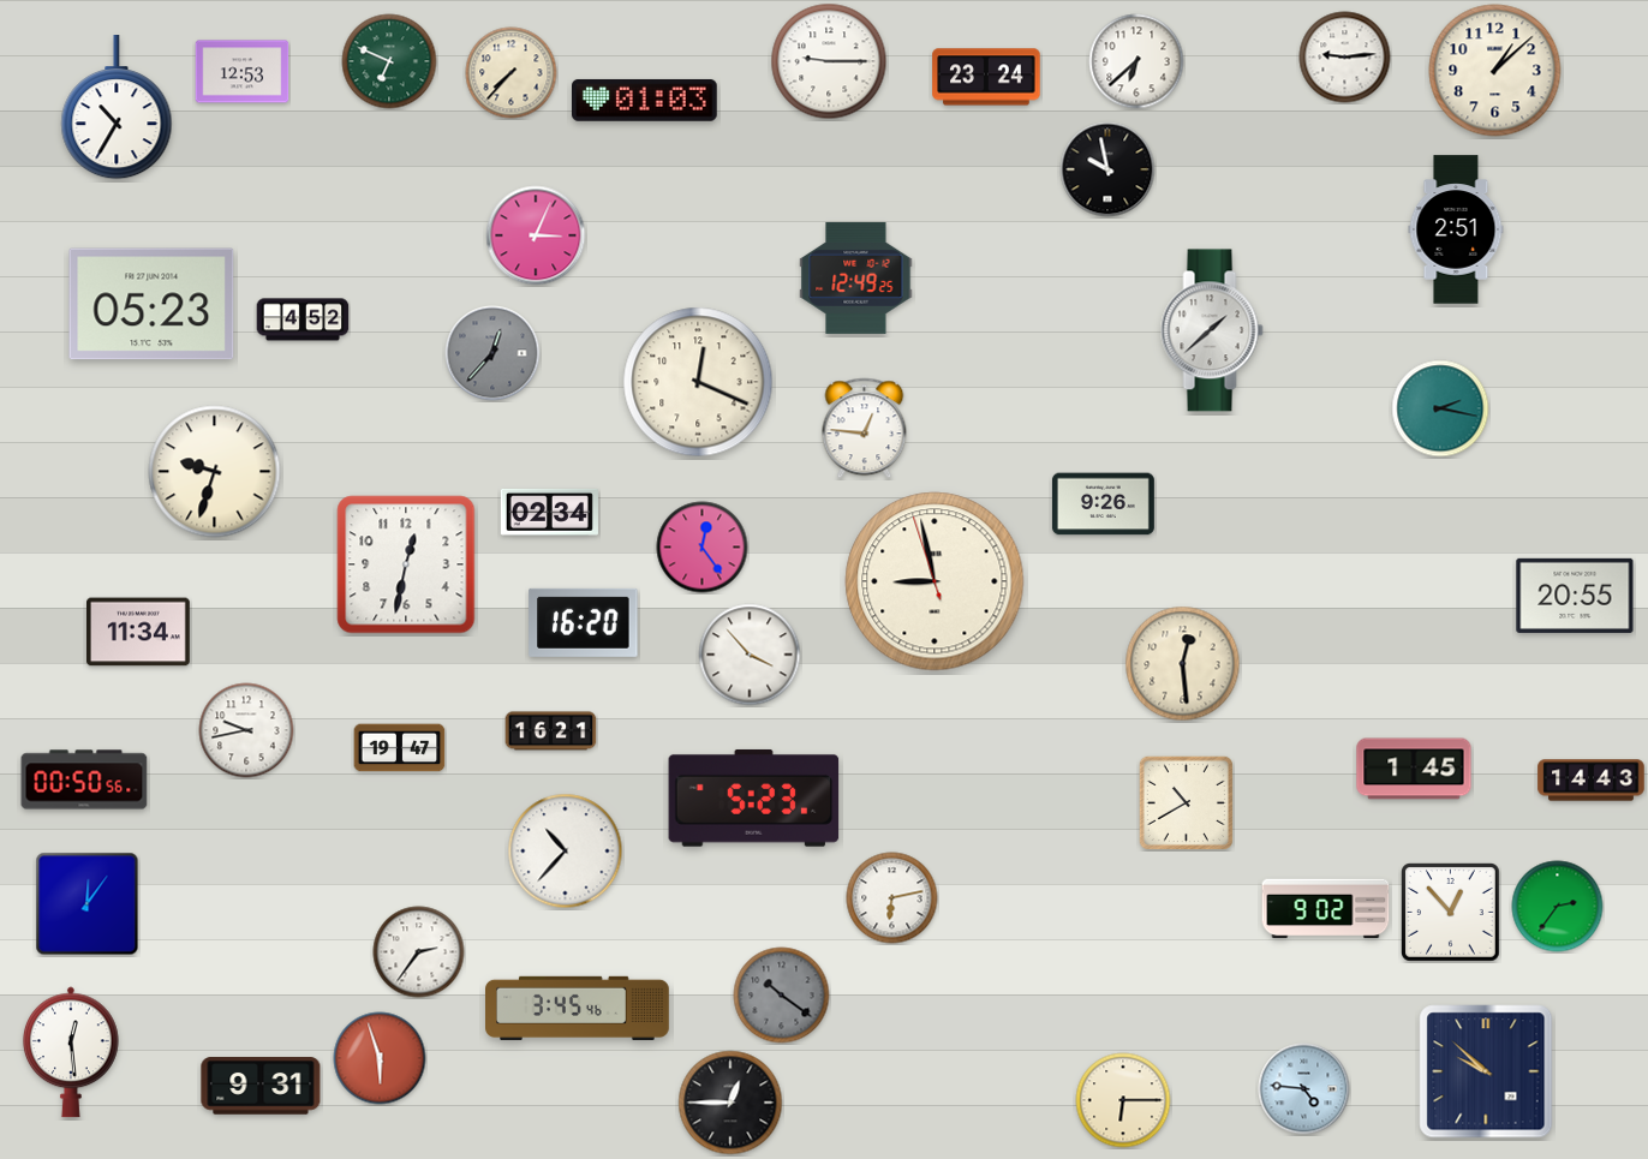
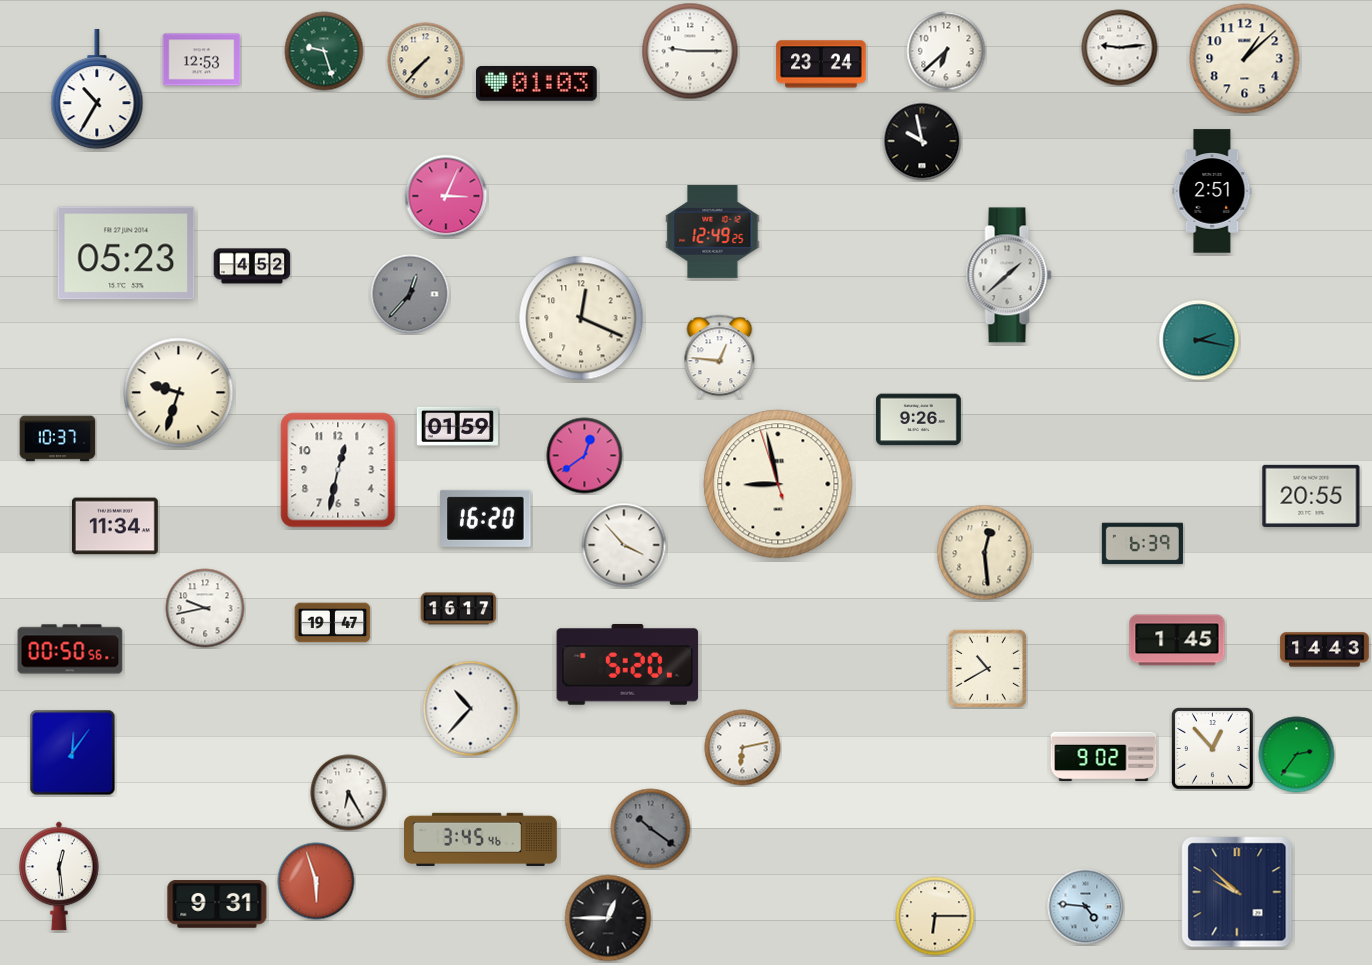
clock at (389, 61): 6:49 -> 9:27
clock at (549, 512): 02:34 -> 01:59
clock at (58, 439): none -> 10:37
clock at (703, 548): 12:24 -> 12:39
clock at (1142, 544): none -> 6:39
clock at (551, 731): 16:21 -> 16:17
clock at (754, 797): 5:23 -> 5:20
clock at (1451, 913) position: (1451, 913) -> (1213, 749)
clock at (419, 952): 2:36 -> 6:25
